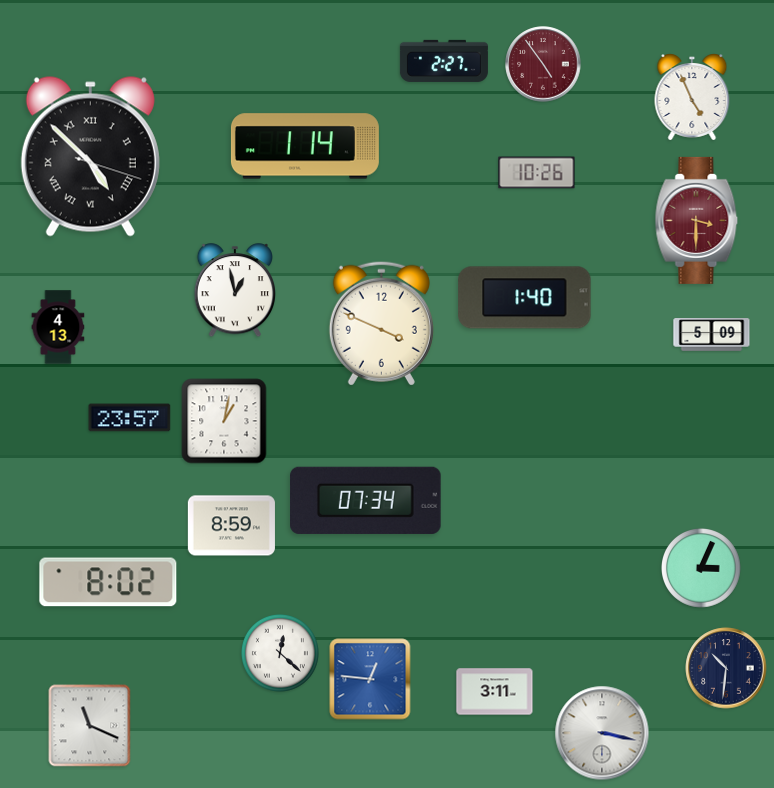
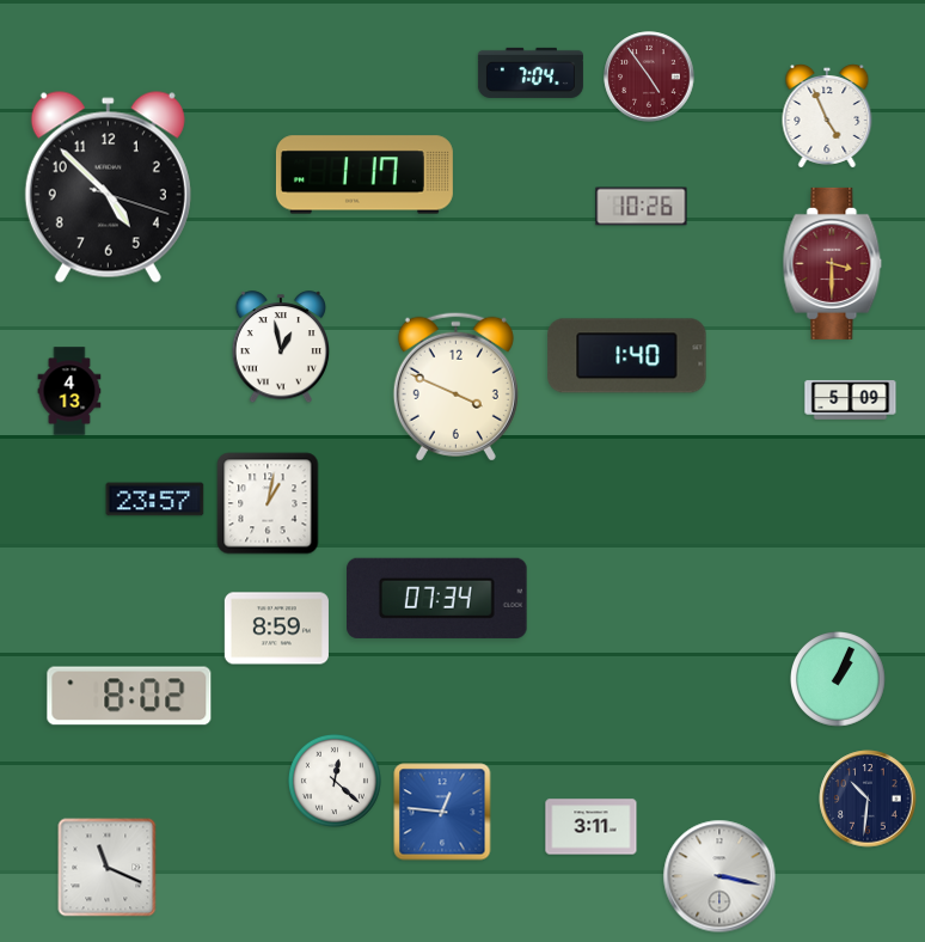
clock at (444, 61): 2:27 -> 7:04
clock at (305, 146): 1:14 -> 1:17
clock at (90, 157) numerals: Roman -> Arabic
clock at (702, 569): 3:04 -> 1:04
